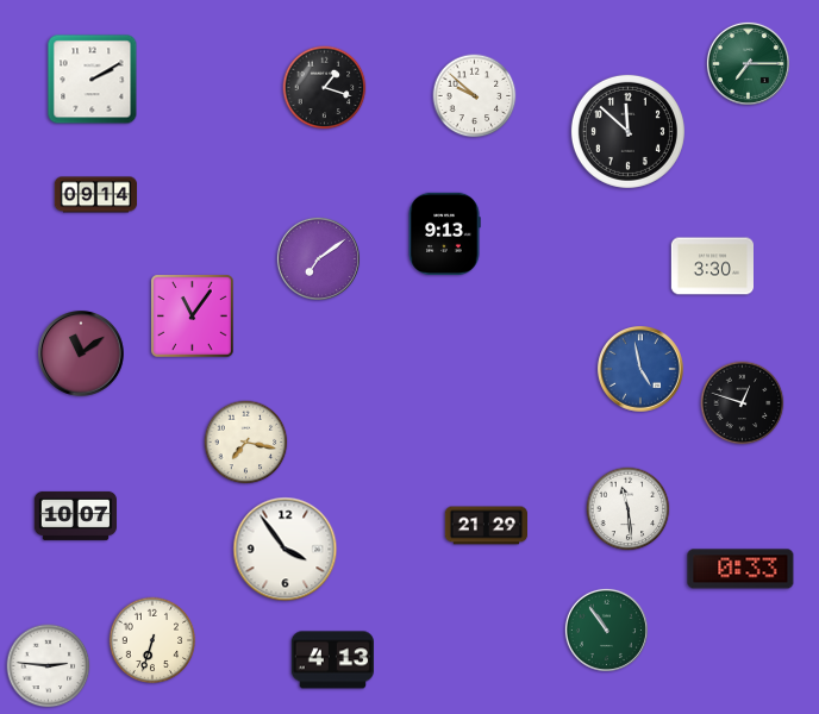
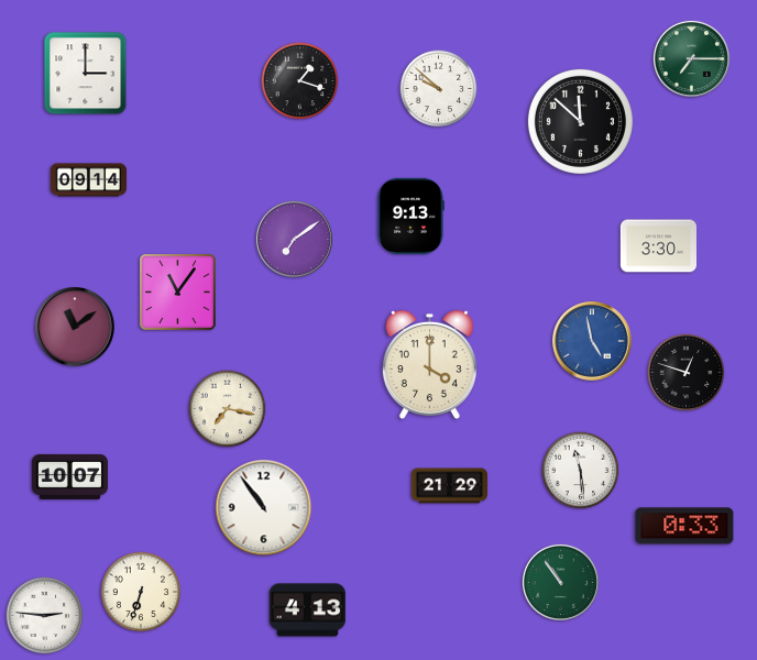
clock at (93, 80): 2:10 -> 3:00
clock at (429, 364): none -> 4:00
clock at (286, 550): 3:54 -> 10:54
